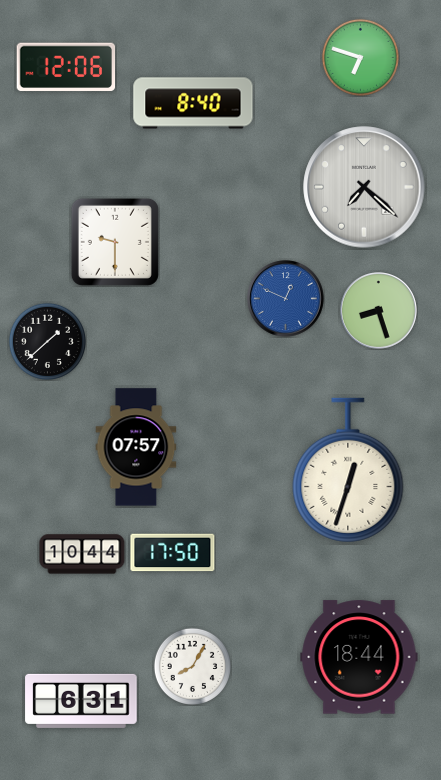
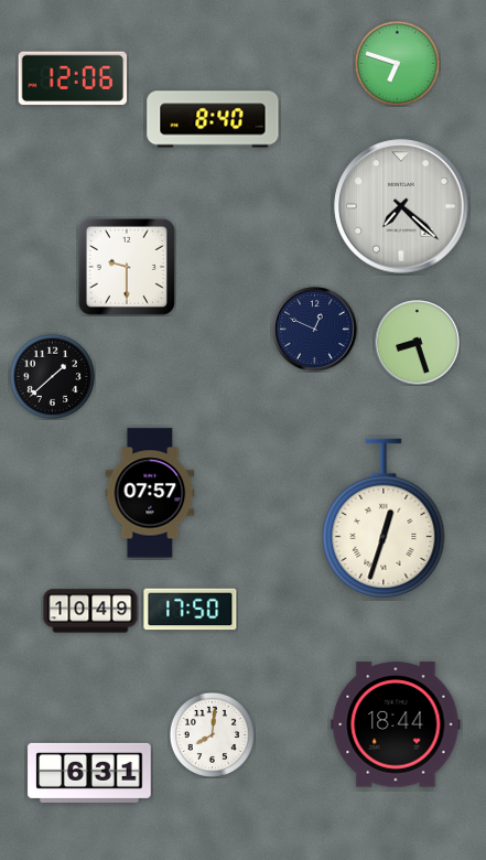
clock at (66, 67) position: (66, 67) -> (73, 78)
clock at (193, 103) position: (193, 103) -> (213, 119)
clock at (286, 299) dial: blue -> navy
clock at (82, 554): 10:44 -> 10:49
clock at (192, 666): 8:05 -> 8:01
